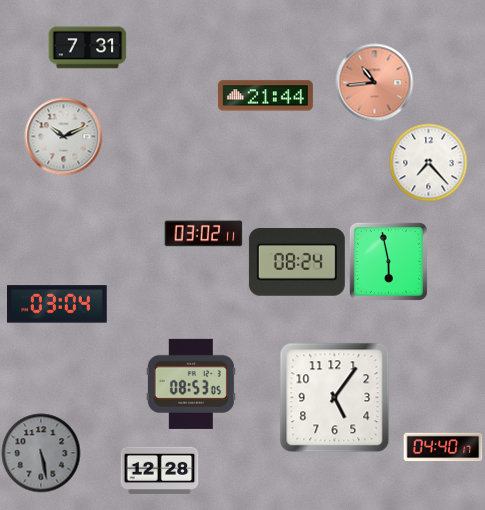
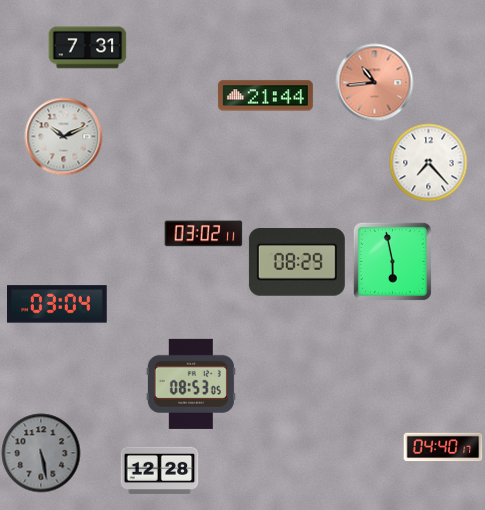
clock at (388, 261) position: (388, 261) -> (392, 261)
clock at (297, 263): 08:24 -> 08:29
clock at (334, 397): 5:06 -> none
